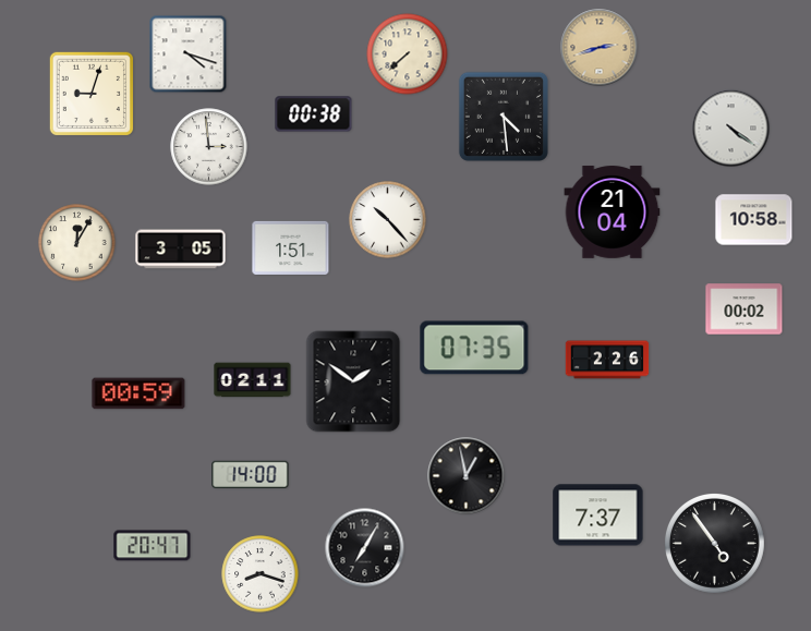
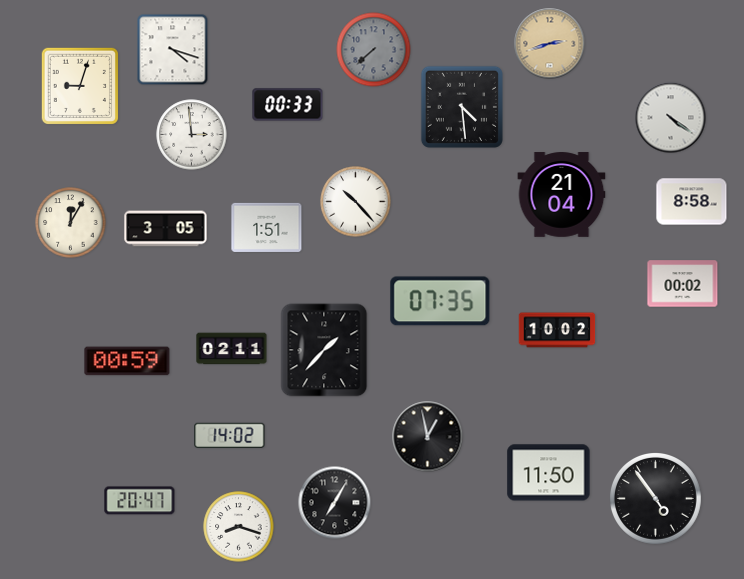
clock at (408, 54) dial: cream -> grey
clock at (90, 93) position: (90, 93) -> (79, 85)
clock at (314, 114): 00:38 -> 00:33
clock at (754, 220): 10:58 -> 8:58
clock at (474, 348) position: (474, 348) -> (440, 301)
clock at (607, 360): 2:26 -> 10:02
clock at (353, 381): 1:51 -> 1:37
clock at (251, 474): 14:00 -> 14:02
clock at (598, 515): 7:37 -> 11:50
